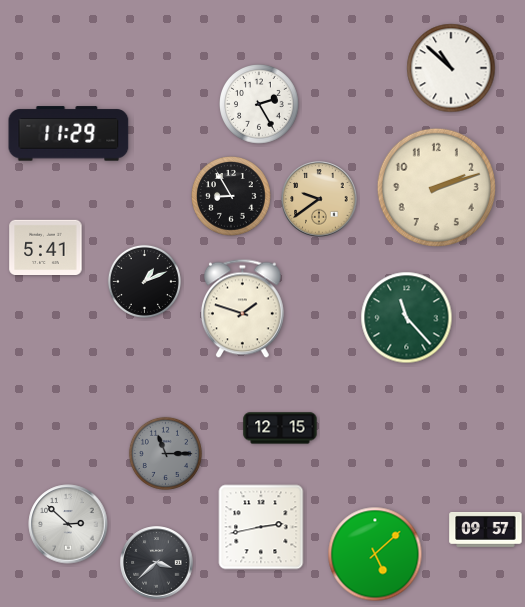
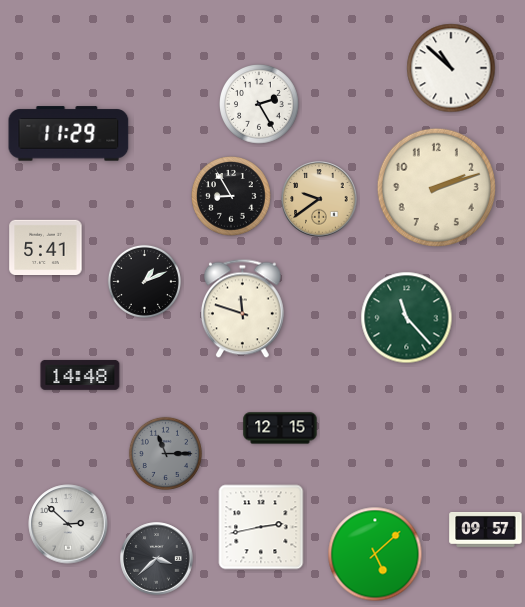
clock at (242, 309): 1:48 -> 11:48
clock at (80, 375): none -> 14:48
clock at (157, 563) position: (157, 563) -> (157, 559)
